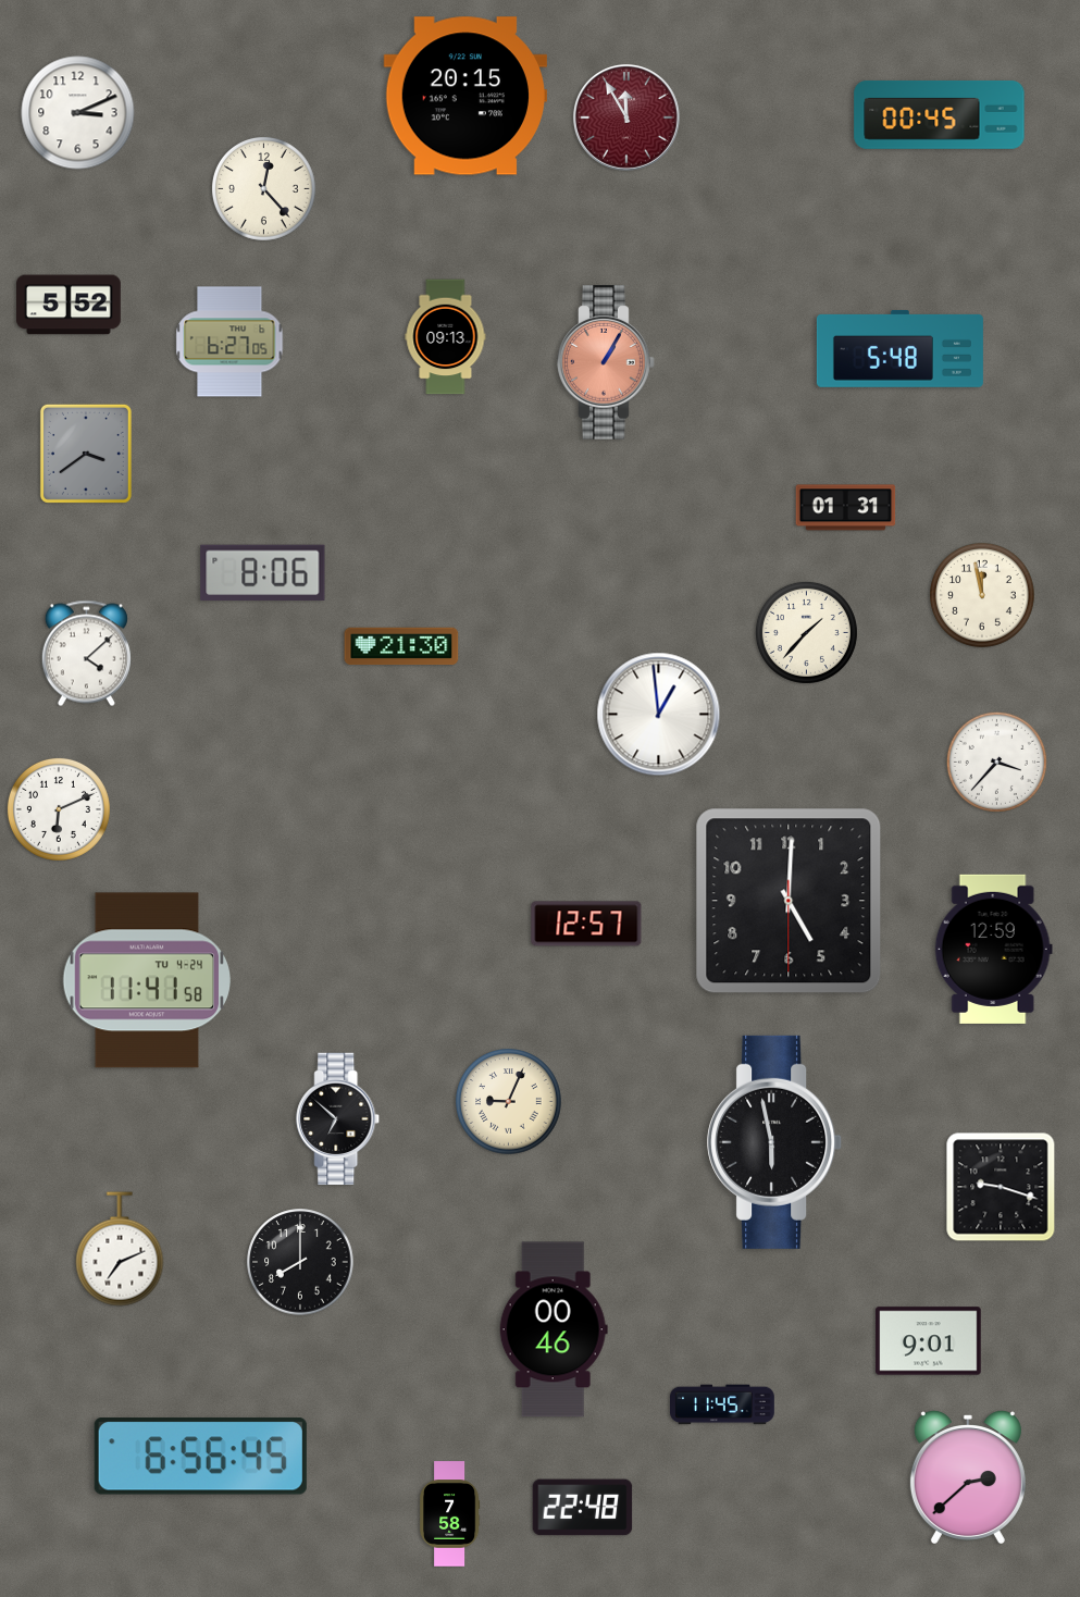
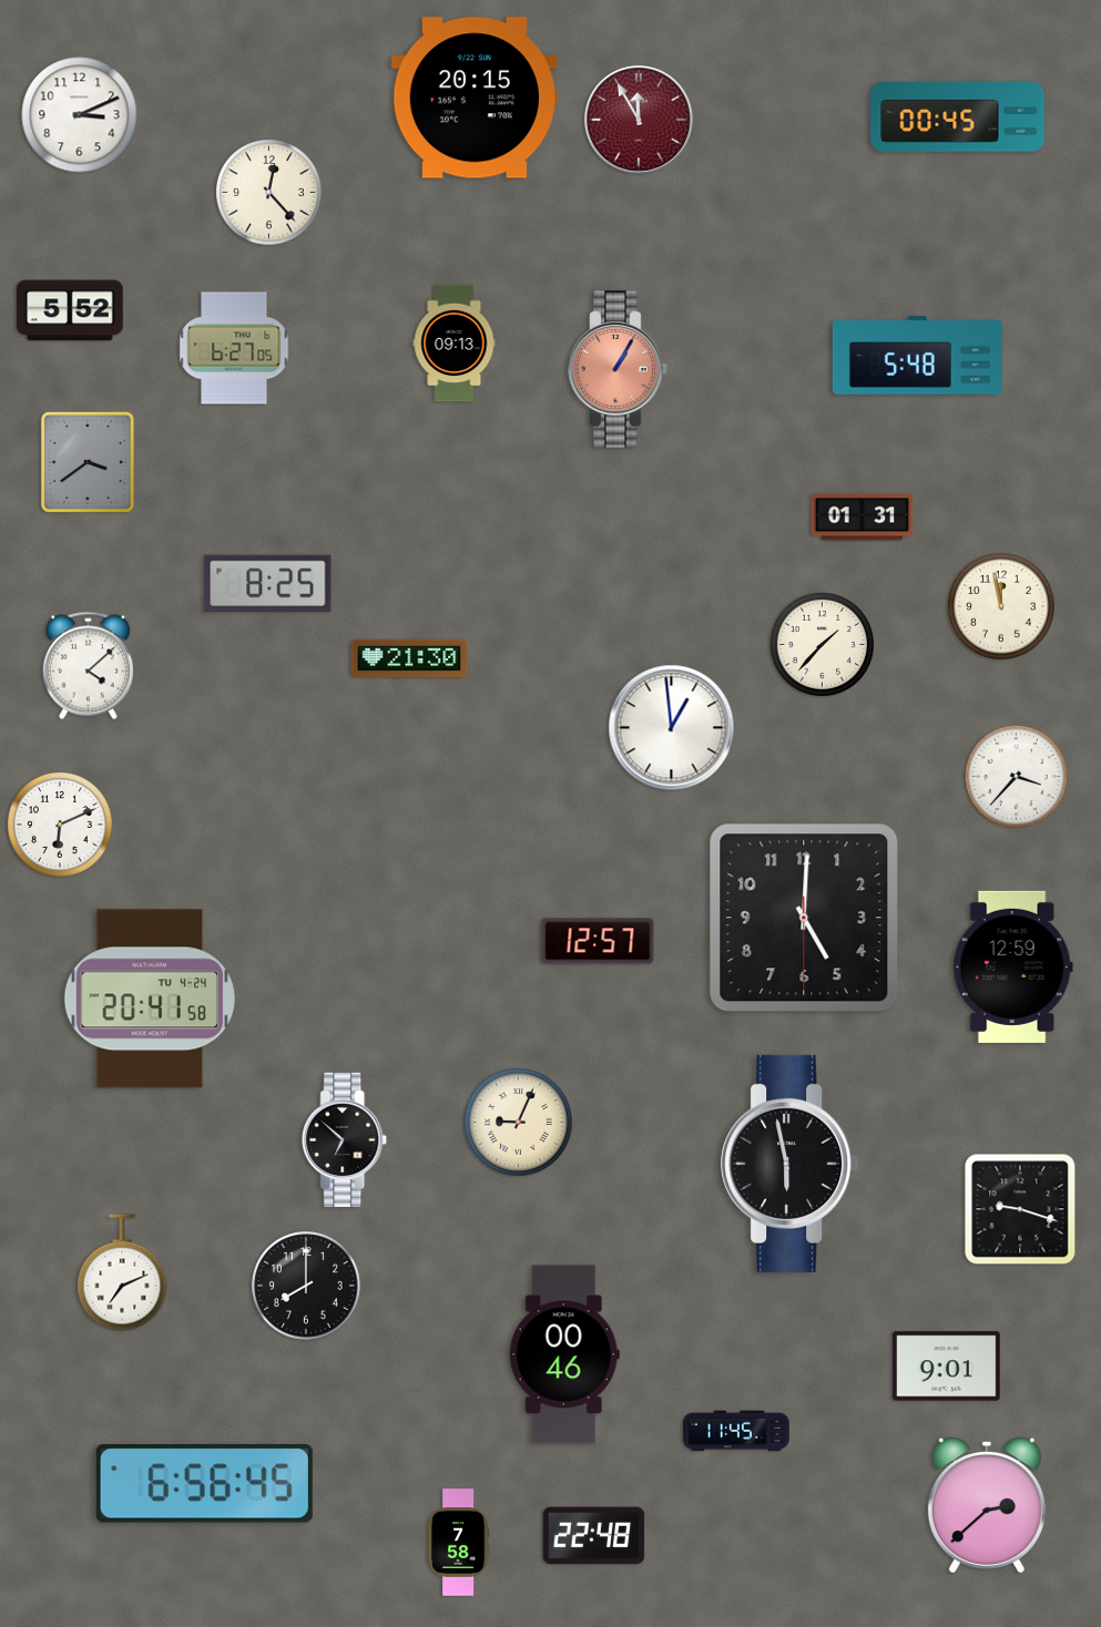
clock at (263, 572): 8:06 -> 8:25
clock at (146, 980): 11:41 -> 20:41
